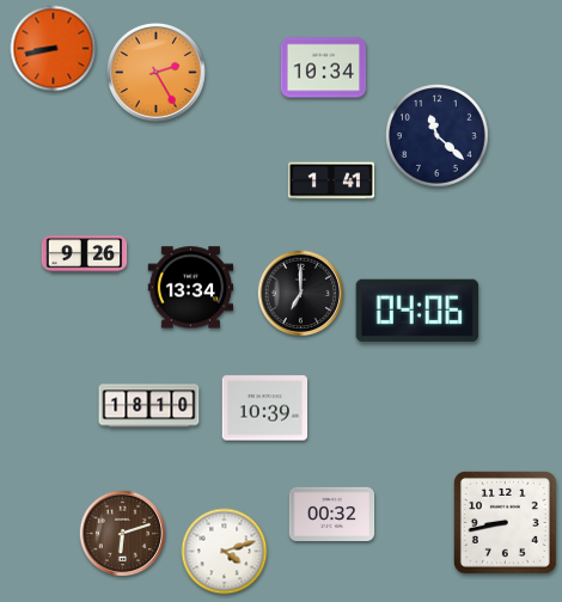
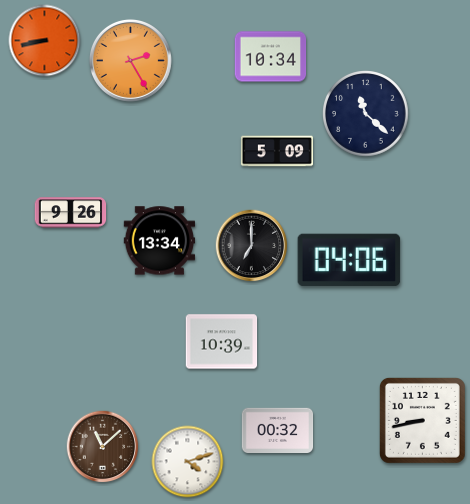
clock at (330, 180): 1:41 -> 5:09
clock at (149, 406): 18:10 -> none
clock at (505, 522) position: (505, 522) -> (422, 420)
clock at (123, 534): 6:12 -> 11:08
